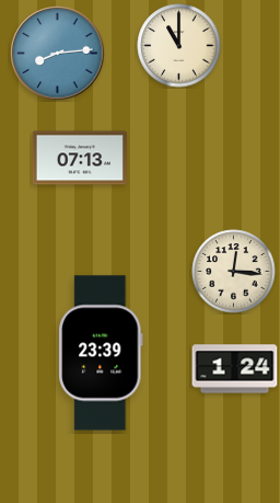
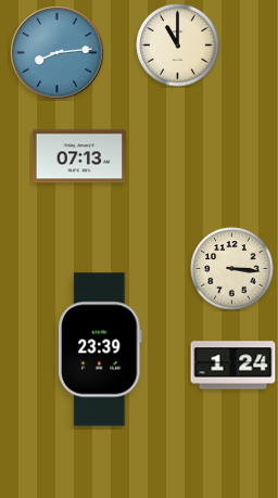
clock at (234, 272): 12:16 -> 3:16
